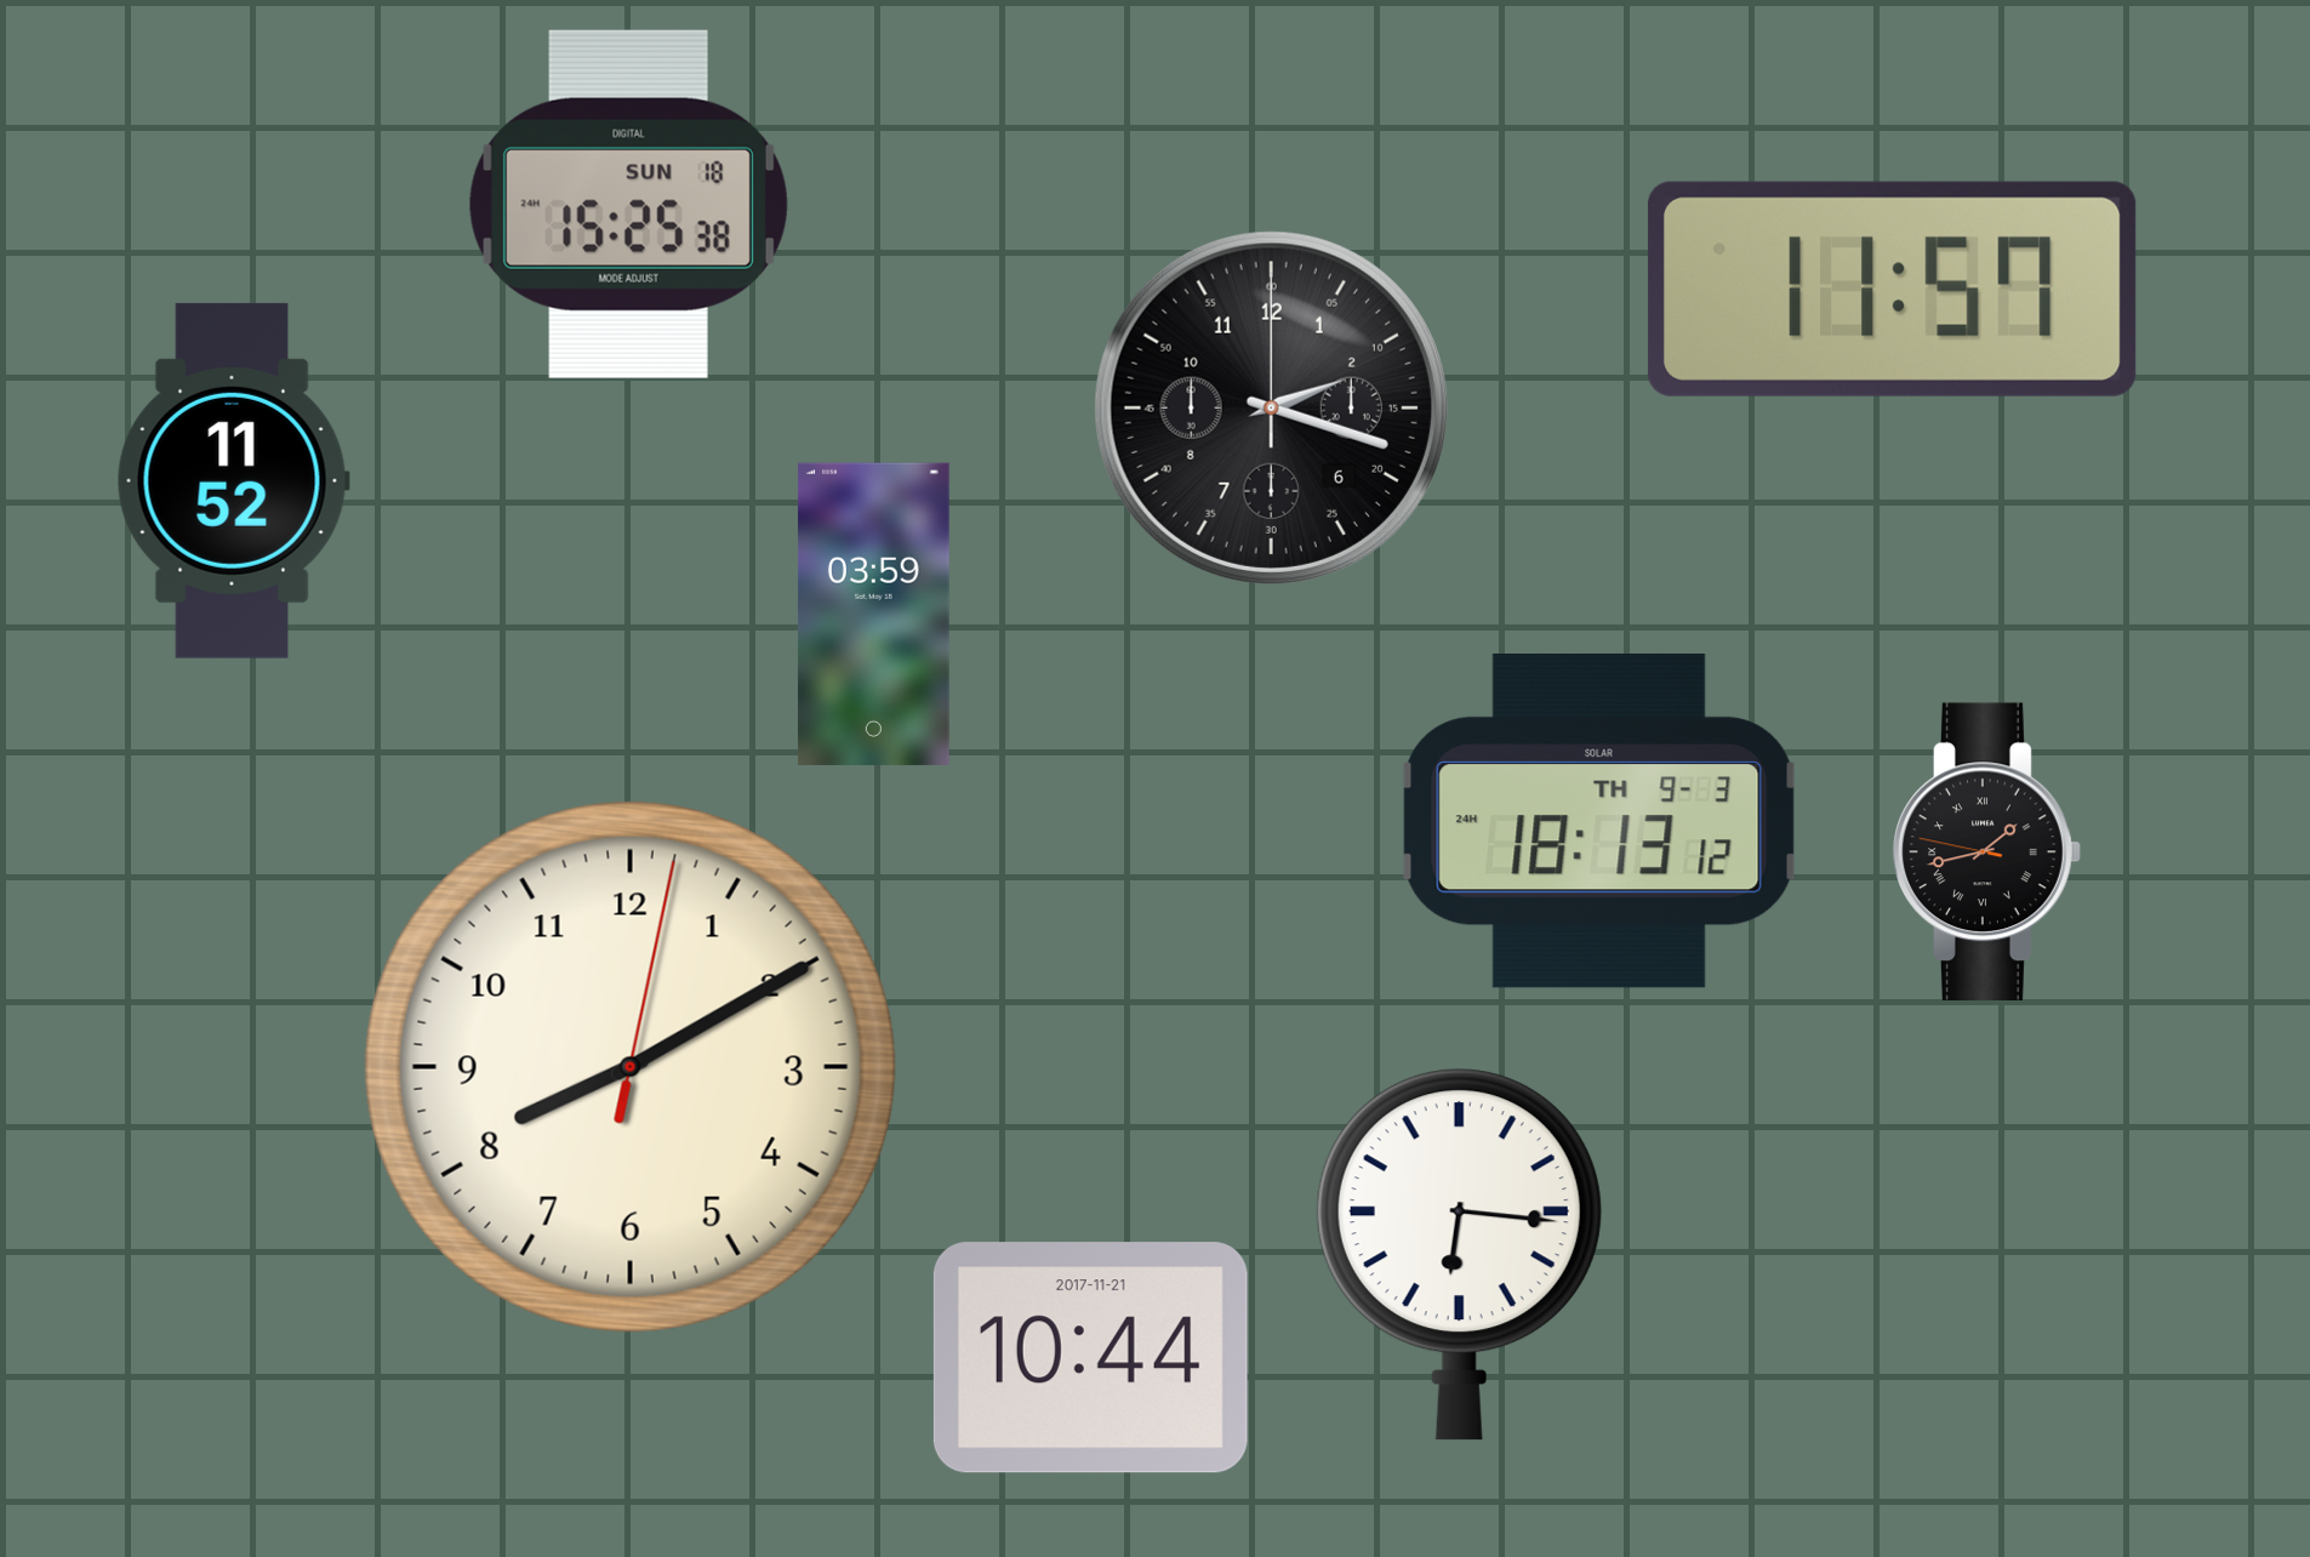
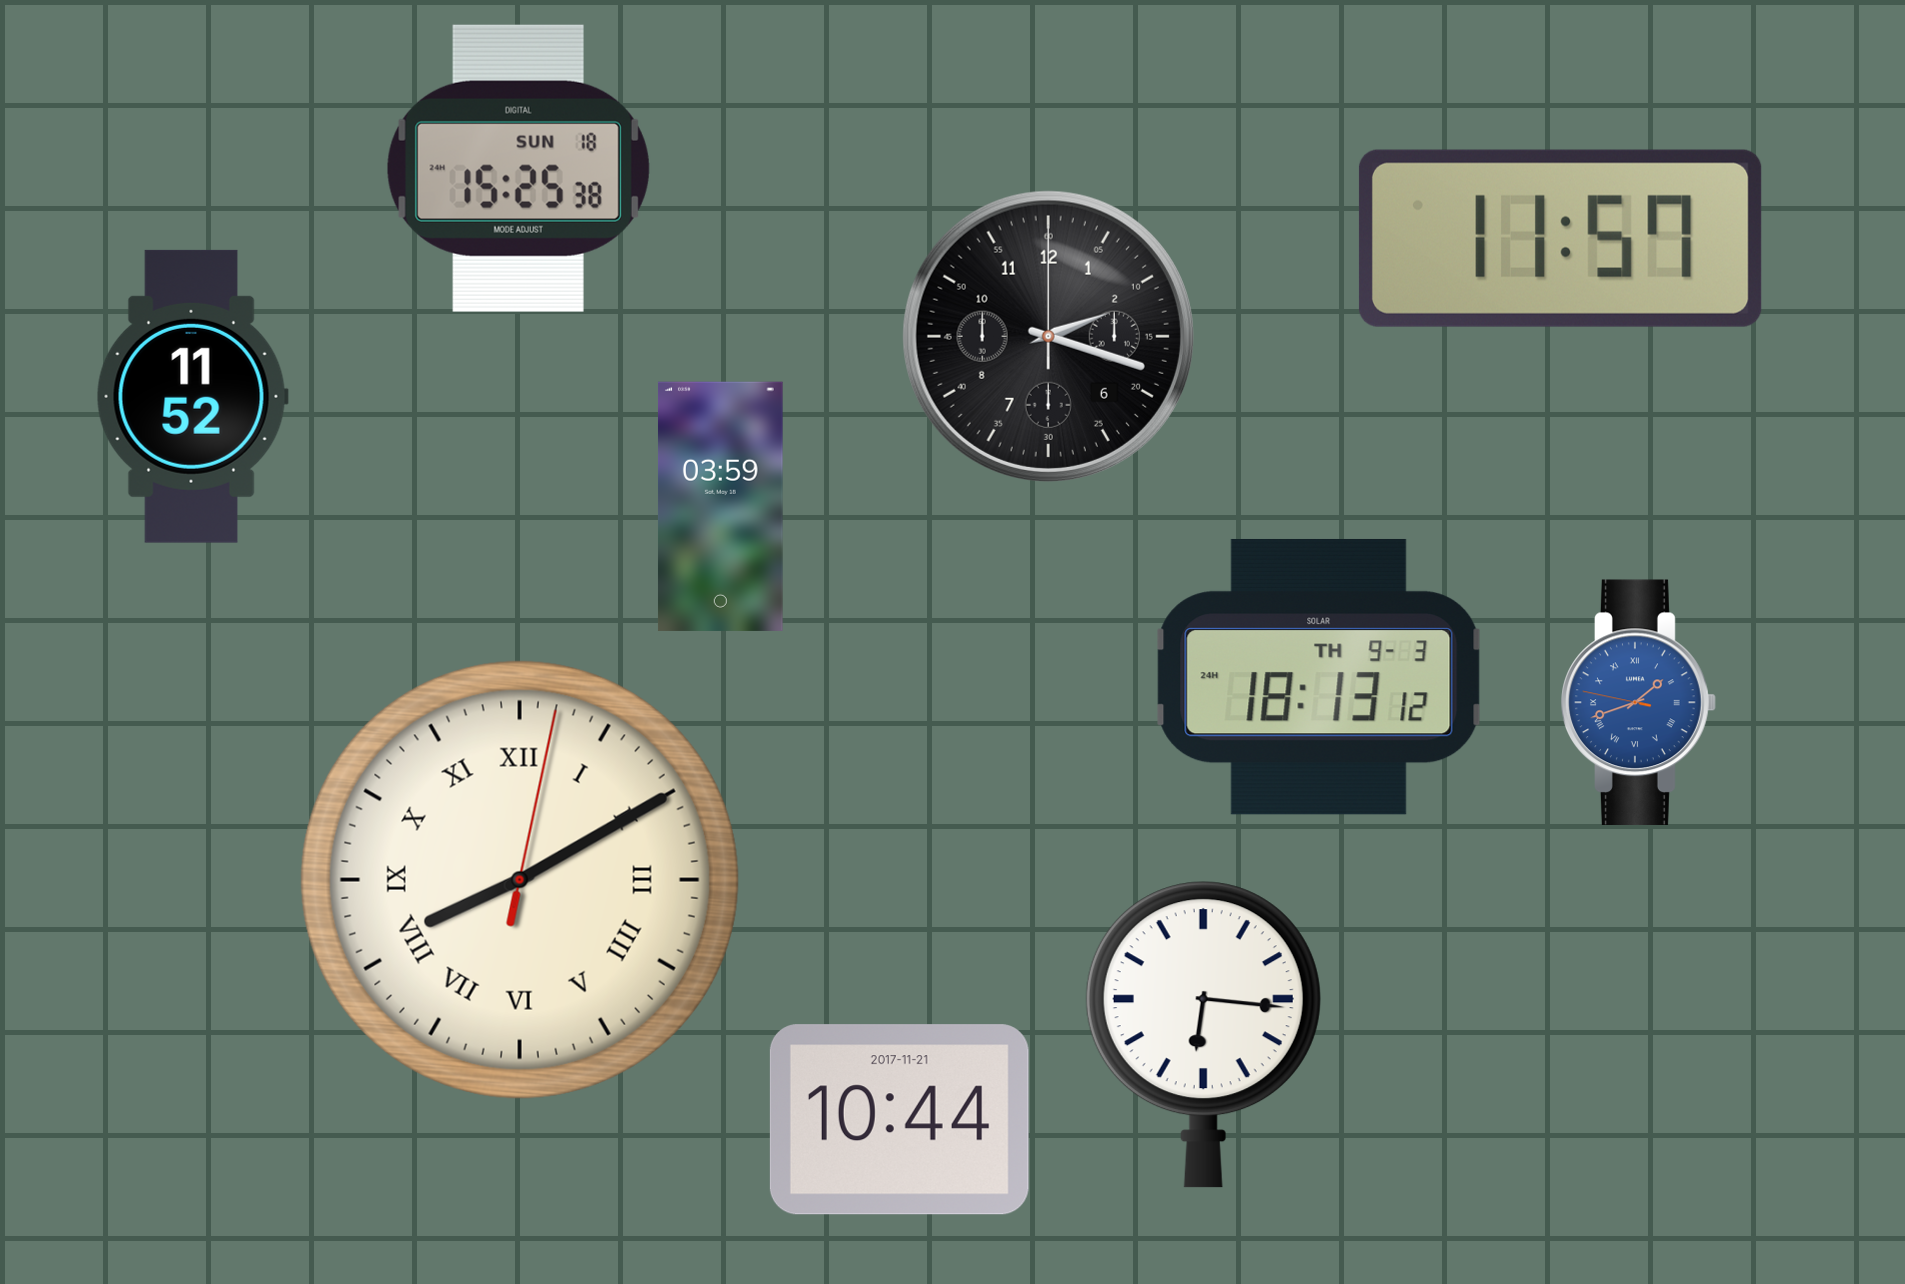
clock at (1987, 851): 1:42 -> 1:41
clock at (1987, 851) dial: black -> blue
clock at (631, 1067) numerals: Arabic -> Roman
